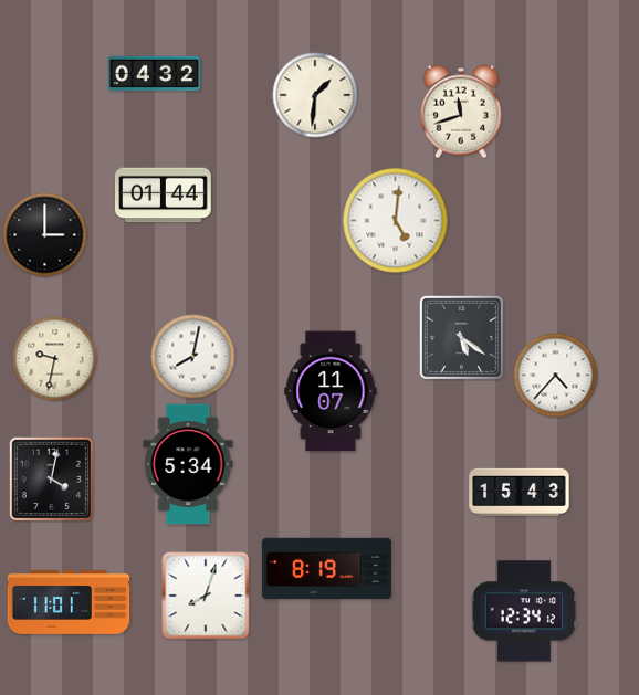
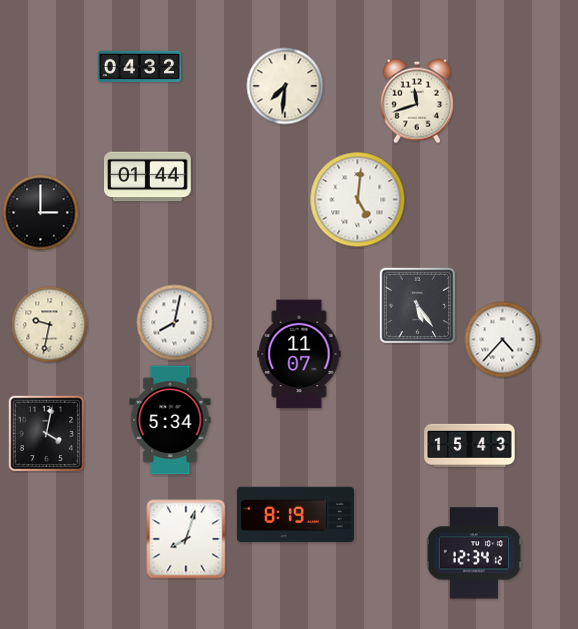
clock at (315, 95): 1:31 -> 7:31
clock at (461, 337): 5:21 -> 5:24
clock at (69, 602): 11:01 -> none
